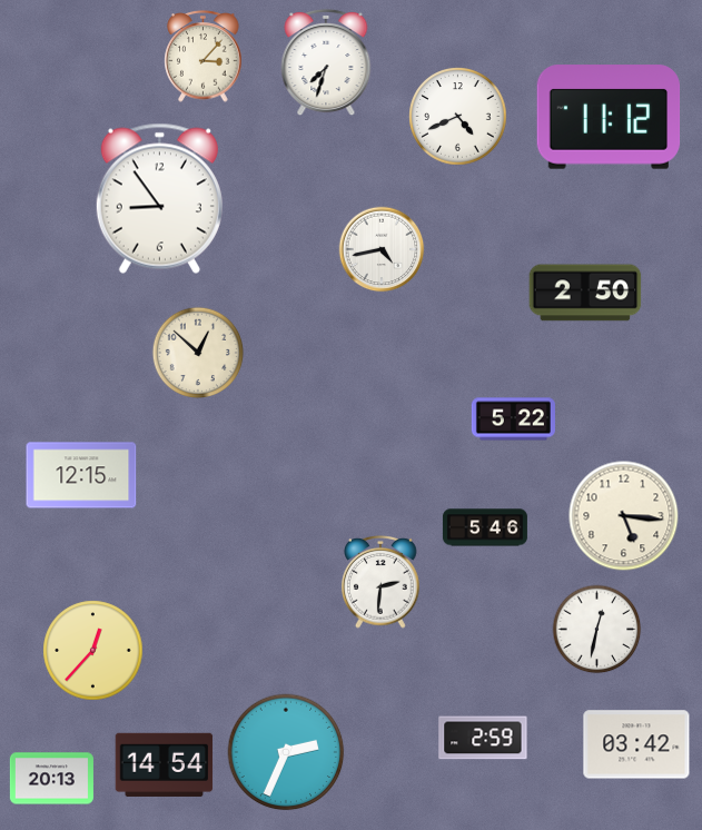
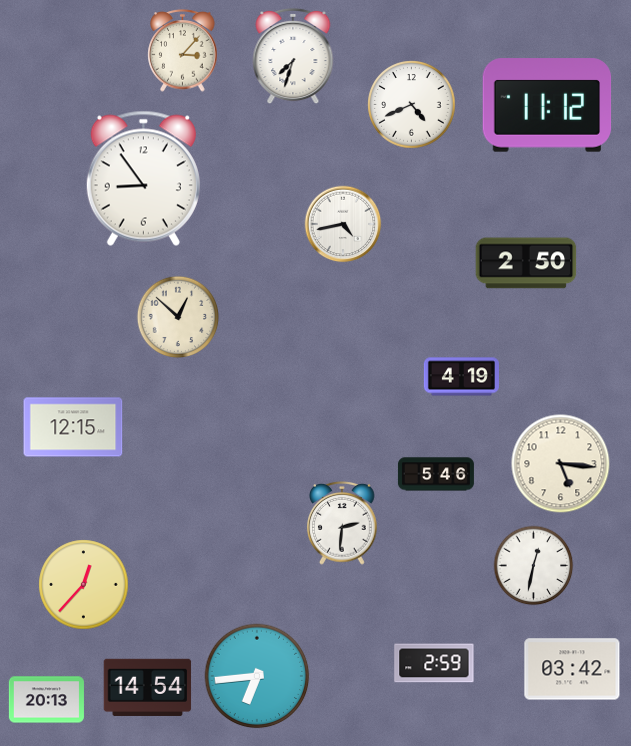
clock at (513, 419): 5:22 -> 4:19
clock at (597, 630) position: (597, 630) -> (534, 566)
clock at (286, 752): 2:34 -> 6:44
